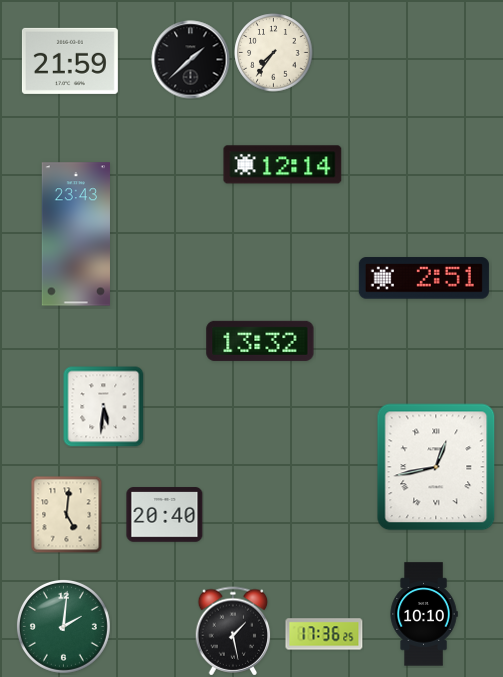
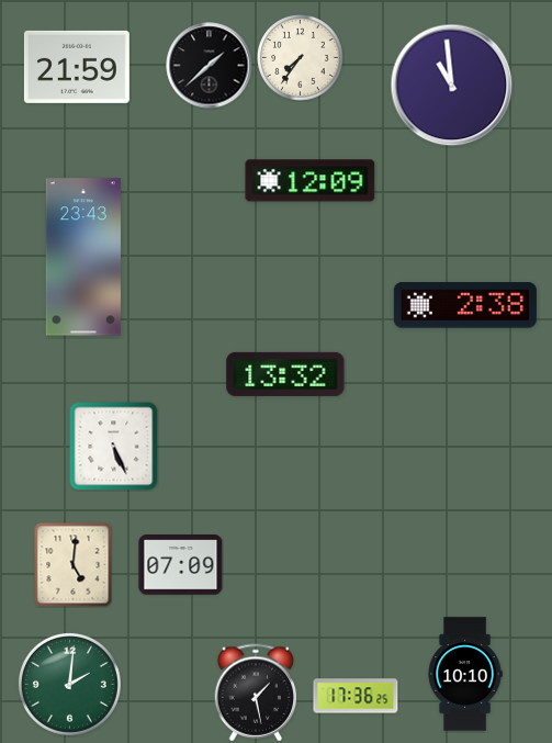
clock at (452, 86): none -> 10:59
clock at (283, 165): 12:14 -> 12:09
clock at (424, 278): 2:51 -> 2:38
clock at (104, 407): 5:31 -> 5:26
clock at (436, 467): 12:43 -> none
clock at (165, 515): 20:40 -> 07:09
clock at (63, 626) position: (63, 626) -> (69, 684)
